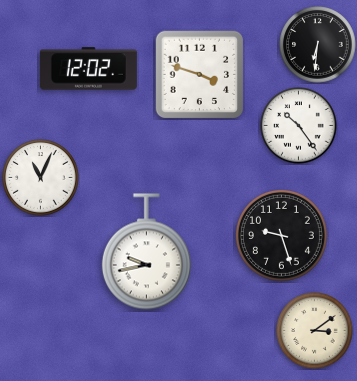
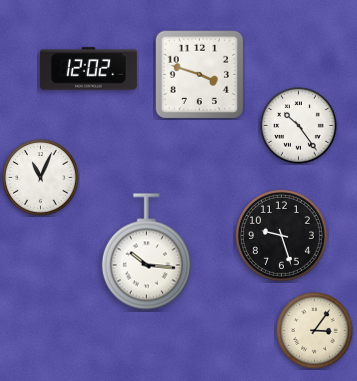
clock at (318, 45): 6:31 -> none
clock at (146, 252): 9:43 -> 10:16
clock at (315, 331): 3:09 -> 3:06
